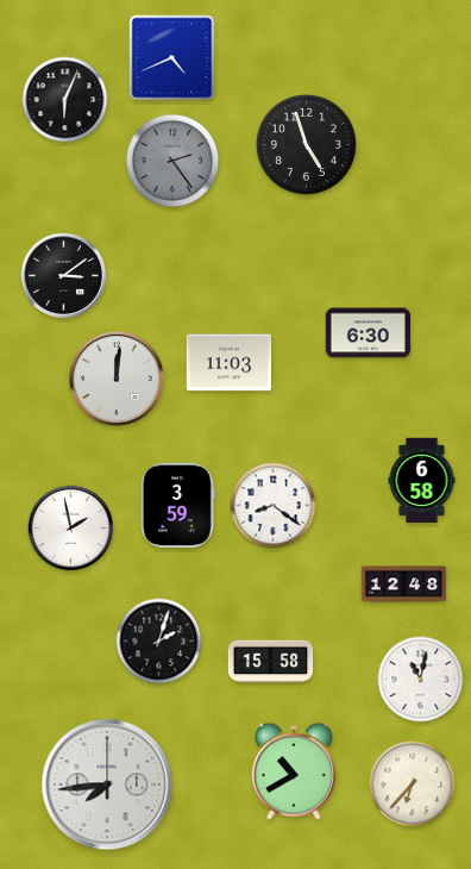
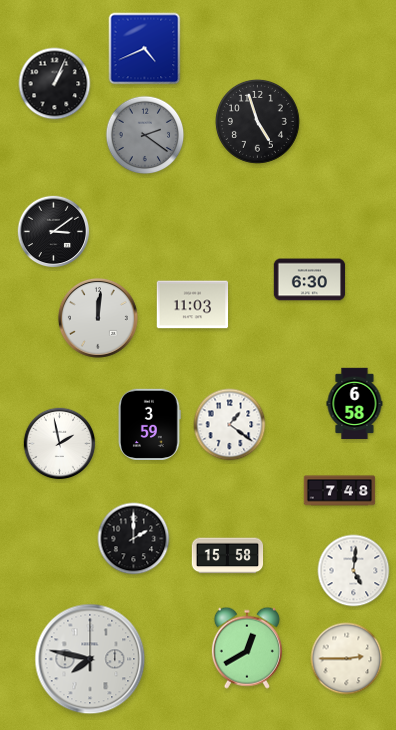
clock at (65, 100): 6:04 -> 1:04
clock at (172, 161): 2:24 -> 2:21
clock at (274, 506): 8:21 -> 1:21
clock at (404, 584): 12:48 -> 7:48
clock at (159, 642): 2:03 -> 2:00
clock at (421, 680): 11:02 -> 5:01
clock at (294, 771): 10:40 -> 12:40
clock at (107, 784): 7:44 -> 7:47
clock at (413, 784): 6:37 -> 2:45
